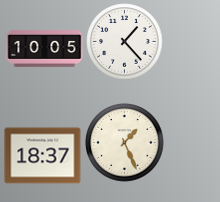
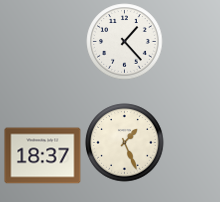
clock at (45, 49): 10:05 -> none
